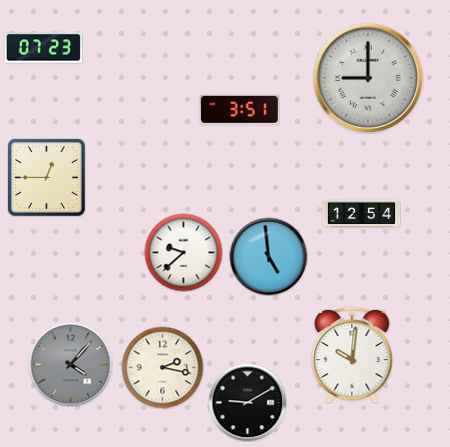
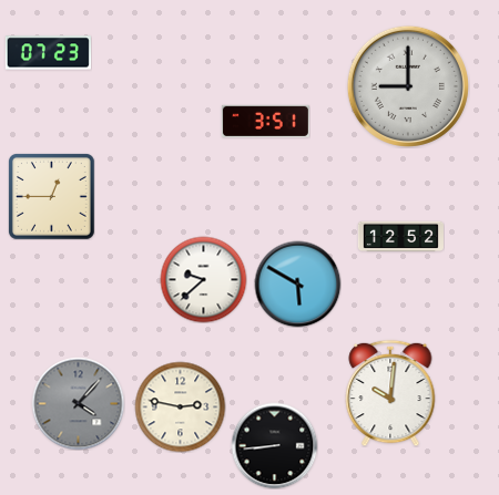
clock at (361, 213): 12:54 -> 12:52
clock at (268, 256): 4:59 -> 5:50
clock at (162, 367): 2:17 -> 2:47
clock at (247, 402): 9:10 -> 8:44
